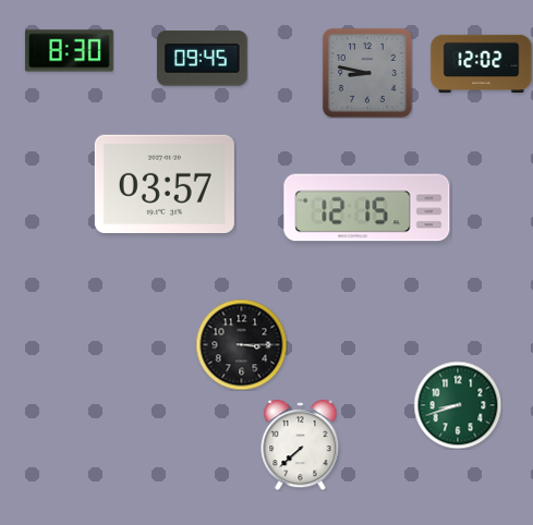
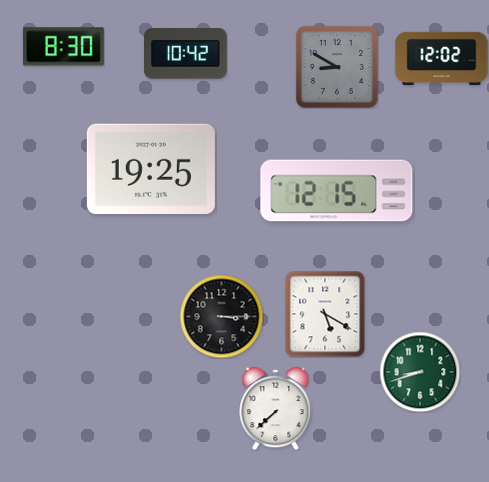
clock at (203, 59): 09:45 -> 10:42
clock at (367, 73): 8:47 -> 8:50
clock at (165, 183): 03:57 -> 19:25
clock at (325, 314): none -> 5:20
